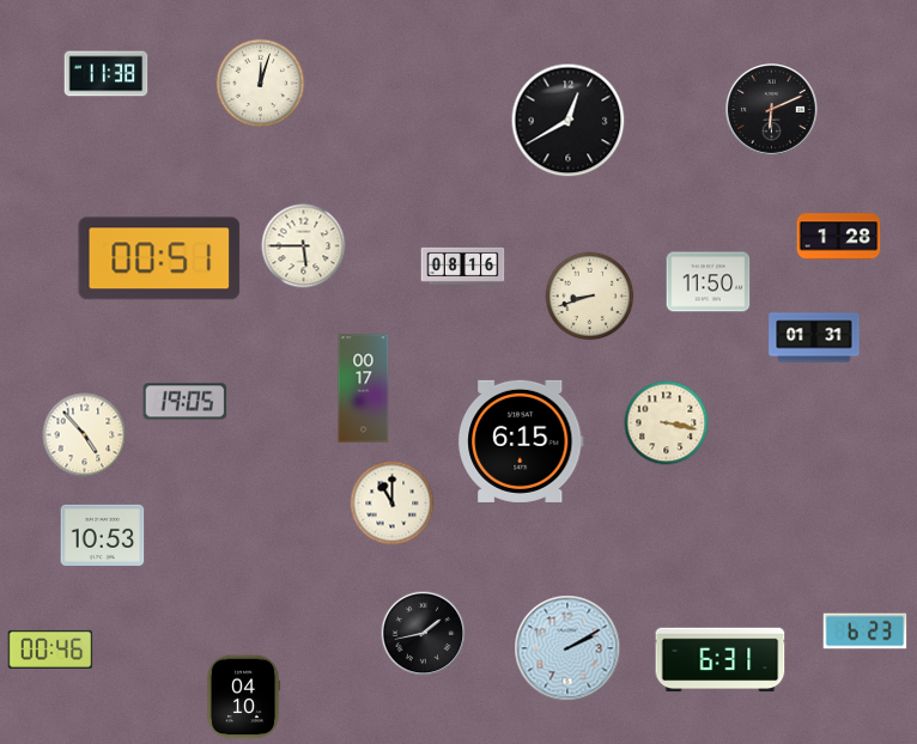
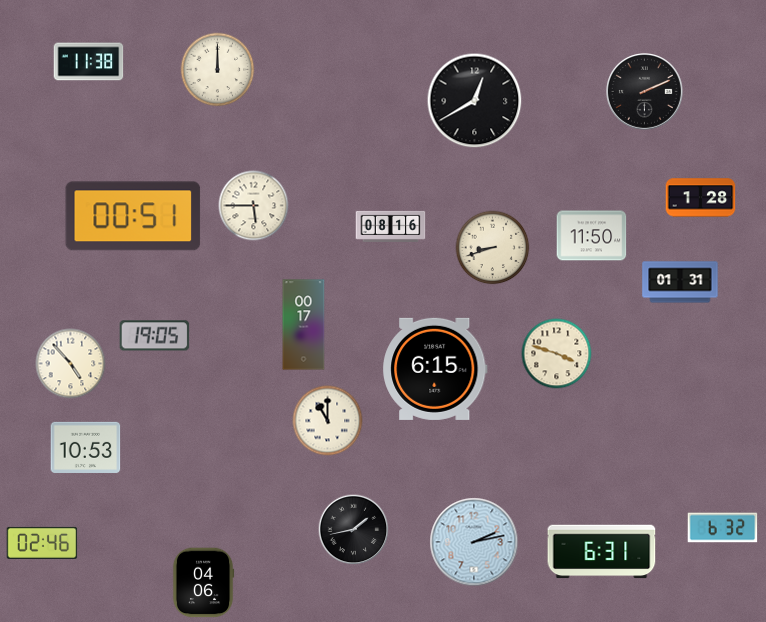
clock at (261, 84): 12:03 -> 12:00
clock at (772, 110): 6:11 -> 2:11
clock at (463, 266) position: (463, 266) -> (391, 226)
clock at (667, 423): 3:17 -> 3:48
clock at (866, 632): 6:23 -> 6:32
clock at (567, 648): 2:10 -> 2:13
clock at (50, 650): 00:46 -> 02:46
clock at (243, 697): 04:10 -> 04:06
